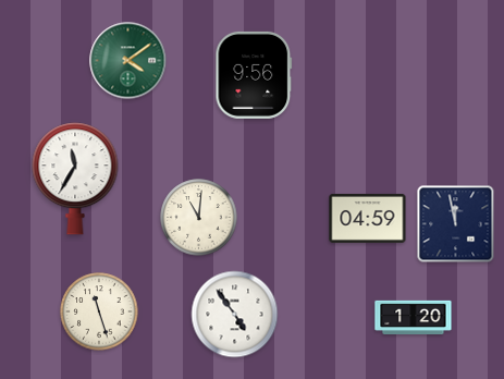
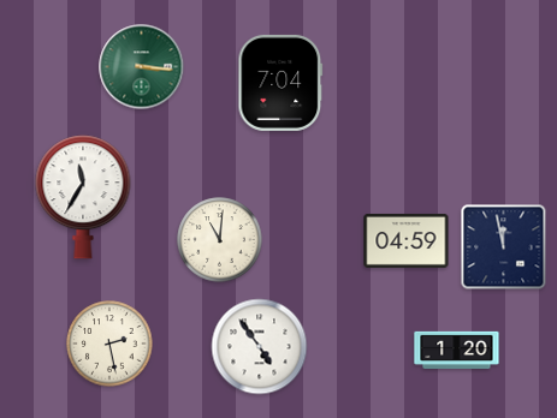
clock at (128, 61): 4:09 -> 3:16
clock at (254, 75): 9:56 -> 7:04
clock at (99, 311): 11:27 -> 2:28
